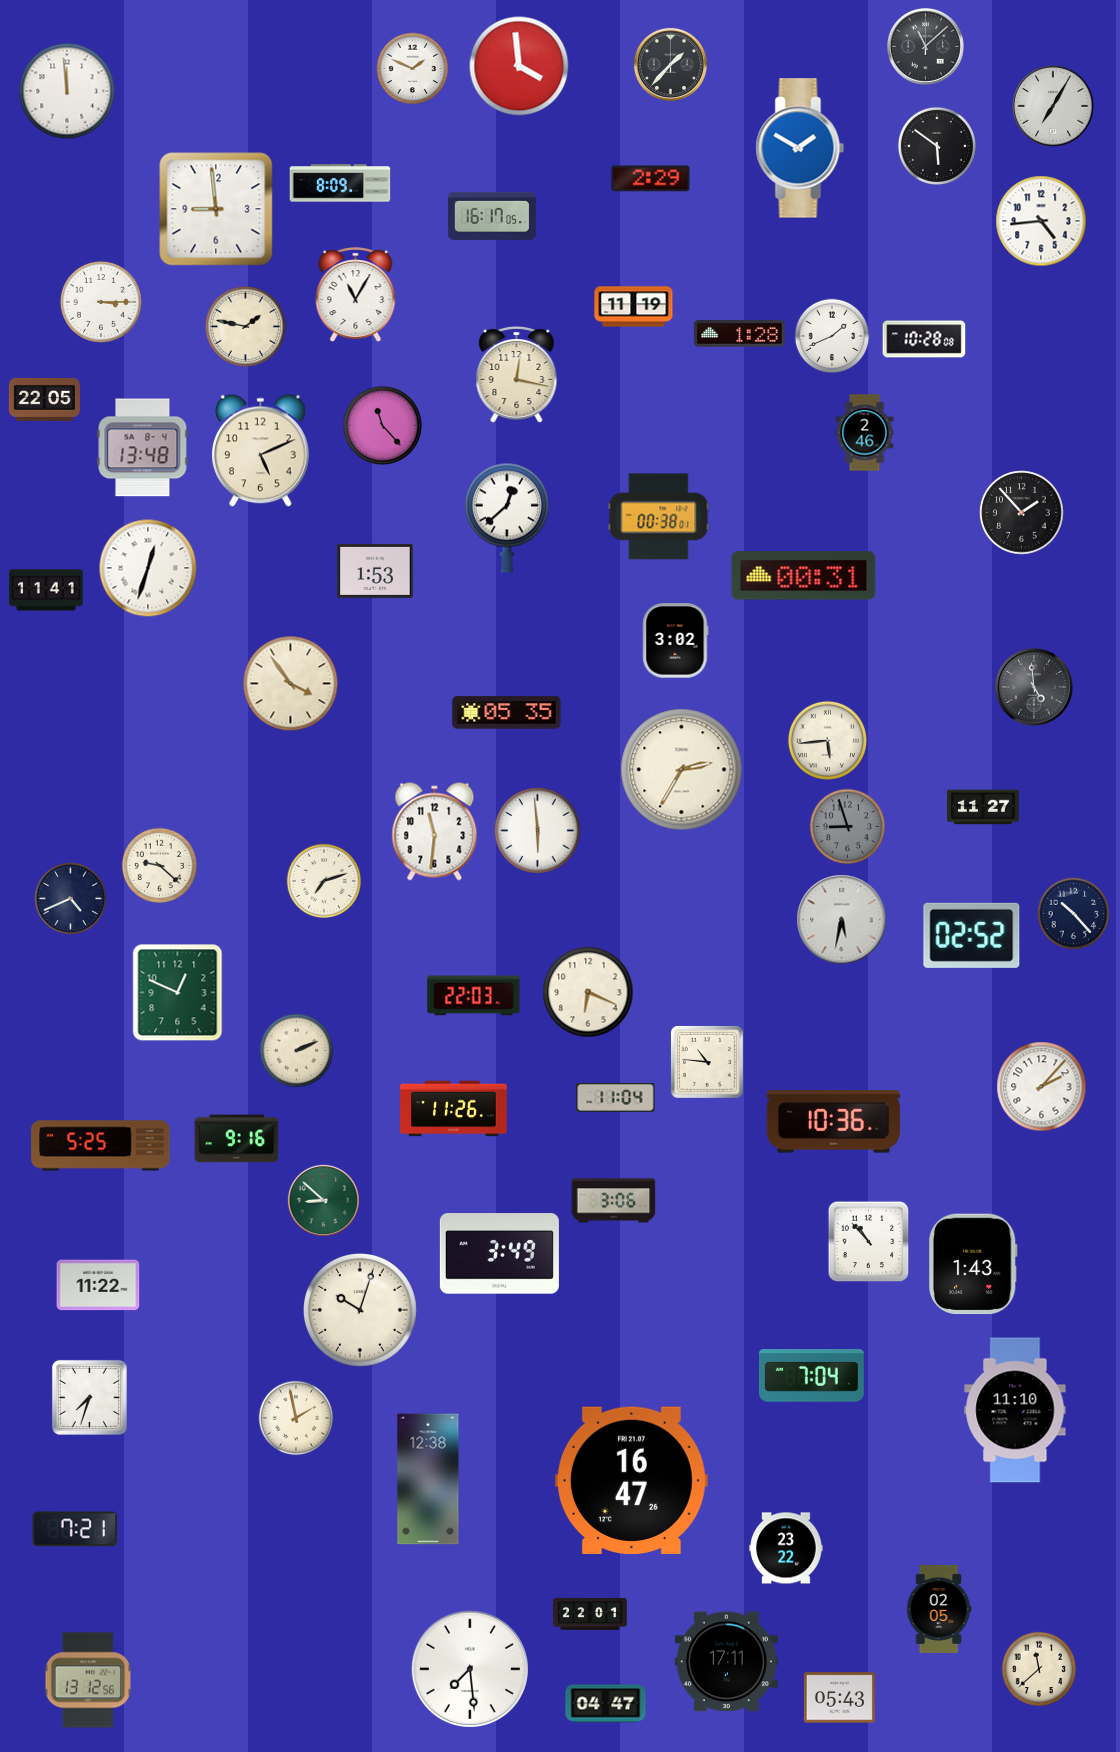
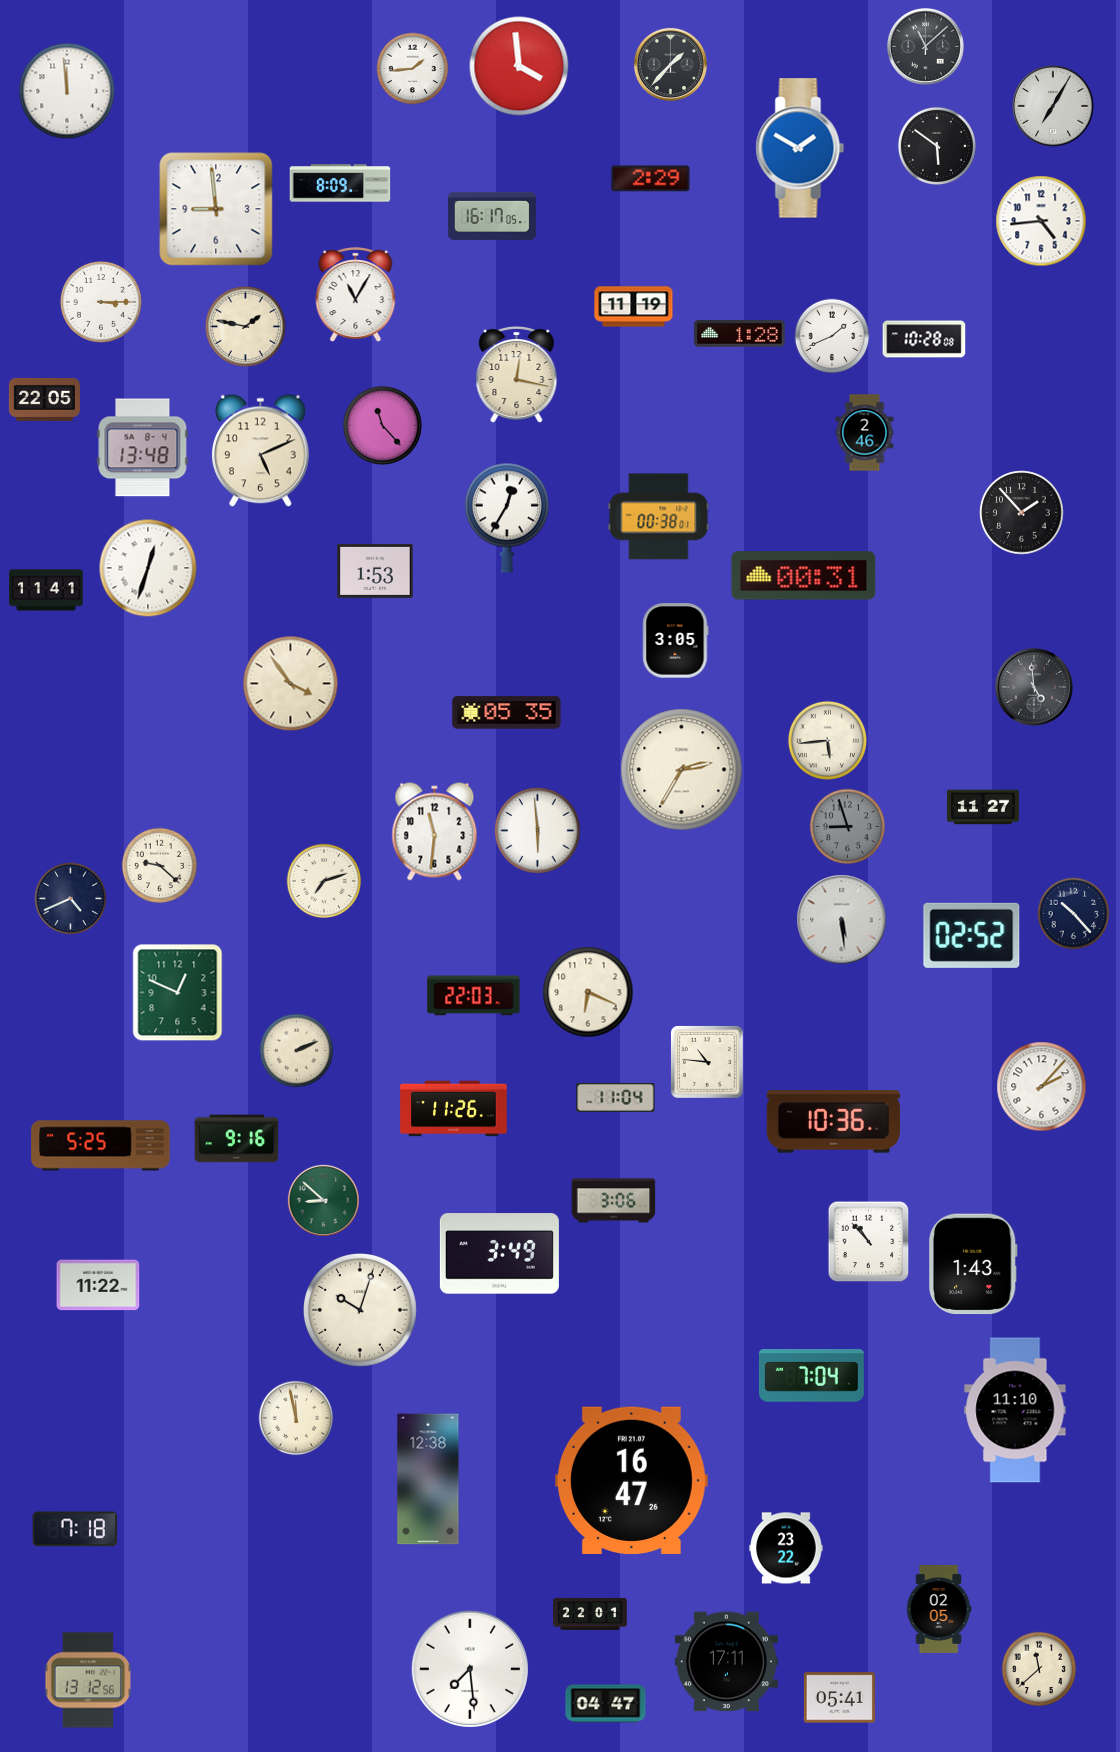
clock at (413, 69): 1:49 -> 1:44
clock at (507, 518): 12:38 -> 12:35
clock at (676, 641): 3:02 -> 3:05
clock at (842, 920): 5:32 -> 5:29
clock at (89, 1397): 7:33 -> none
clock at (296, 1418): 1:58 -> 11:58
clock at (75, 1529): 7:21 -> 7:18
clock at (839, 1698): 05:43 -> 05:41
